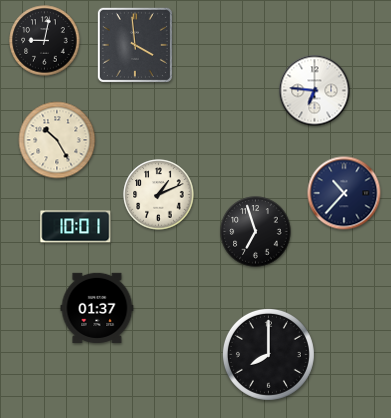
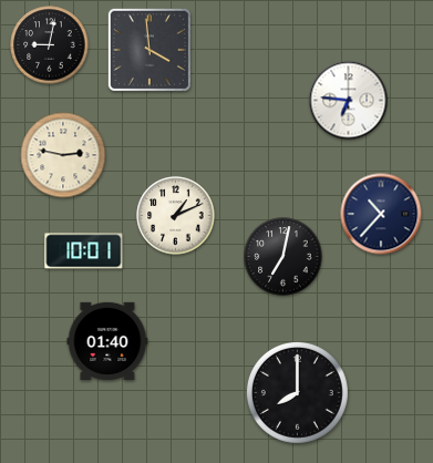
clock at (57, 140): 10:25 -> 2:47
clock at (256, 232): 6:57 -> 7:02
clock at (97, 308): 01:37 -> 01:40
